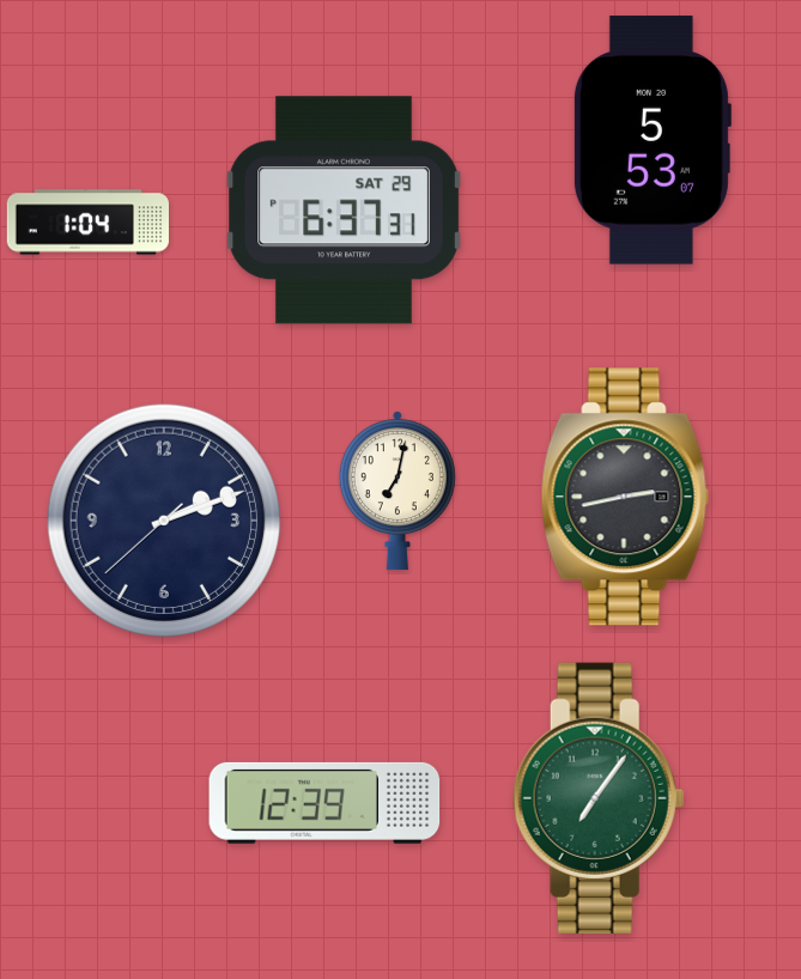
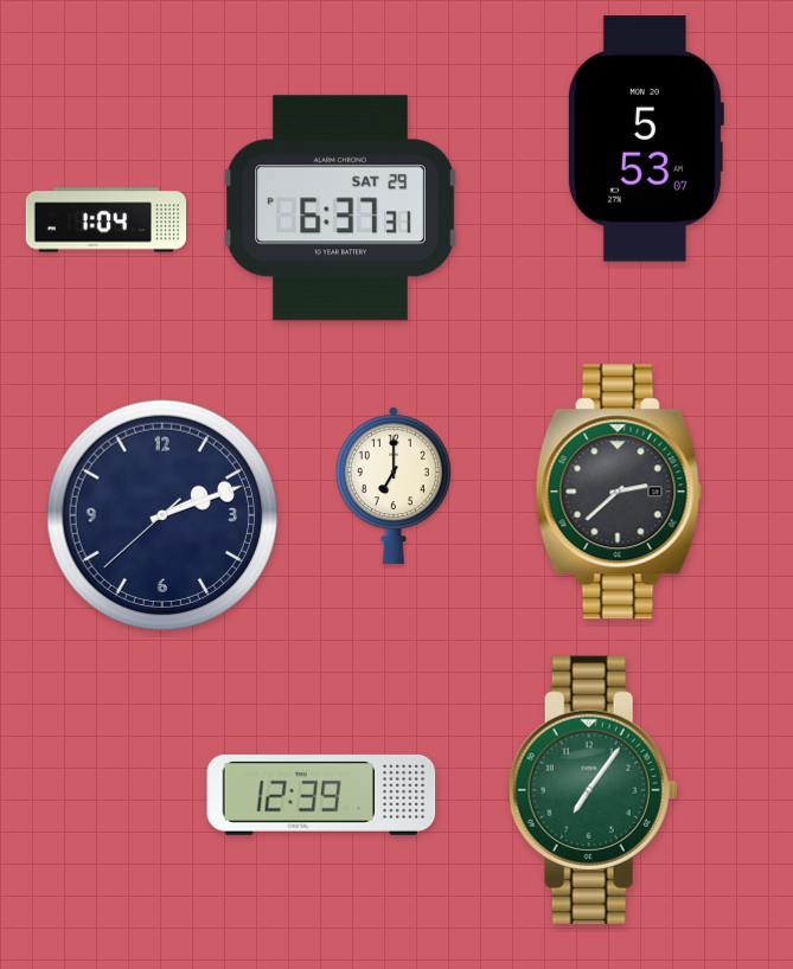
clock at (87, 223) position: (87, 223) -> (105, 220)
clock at (398, 491): 7:02 -> 7:00
clock at (625, 497): 2:43 -> 2:38
